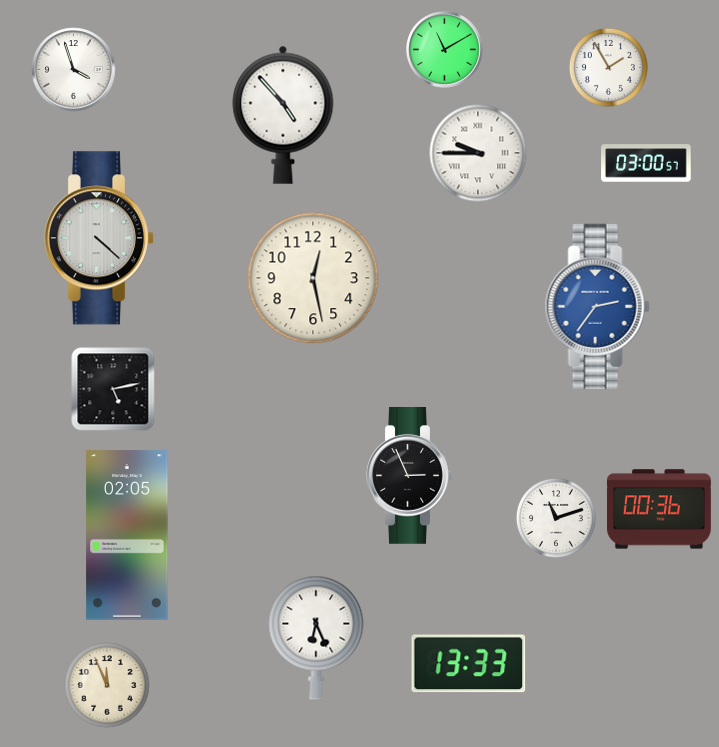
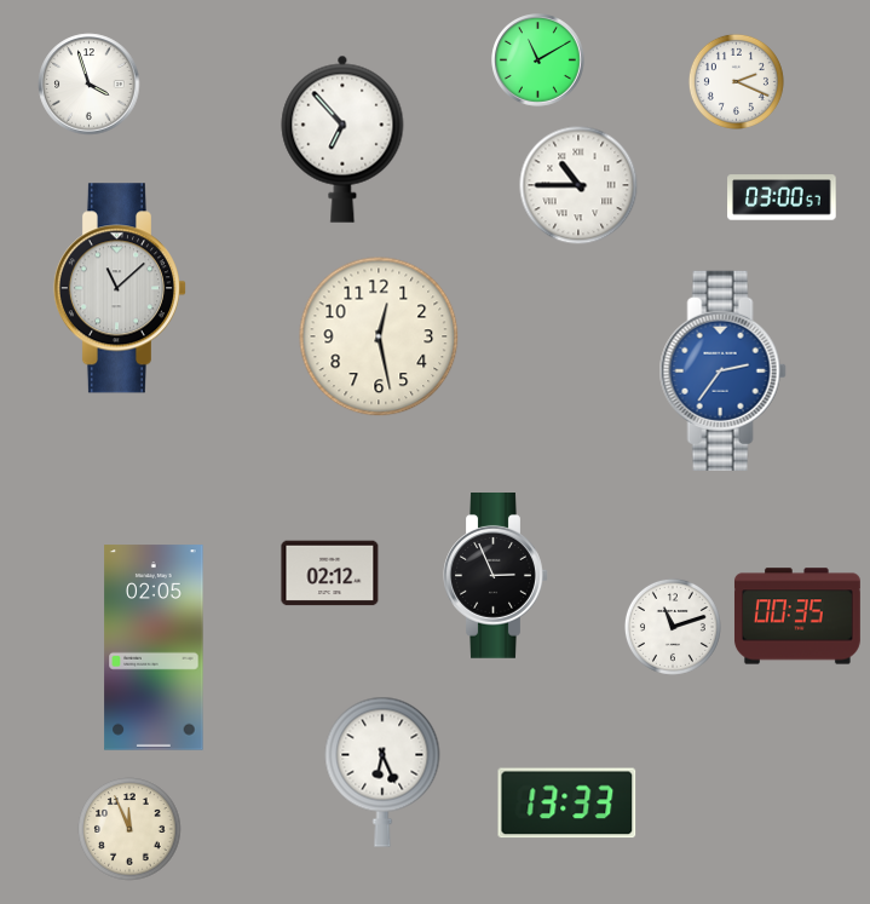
clock at (608, 67): 1:55 -> 2:19
clock at (283, 115): 4:53 -> 6:53
clock at (478, 153): 9:45 -> 10:45
clock at (98, 238): 4:22 -> 11:08
clock at (113, 389): 5:13 -> none
clock at (330, 574): none -> 02:12
clock at (659, 509): 00:36 -> 00:35
